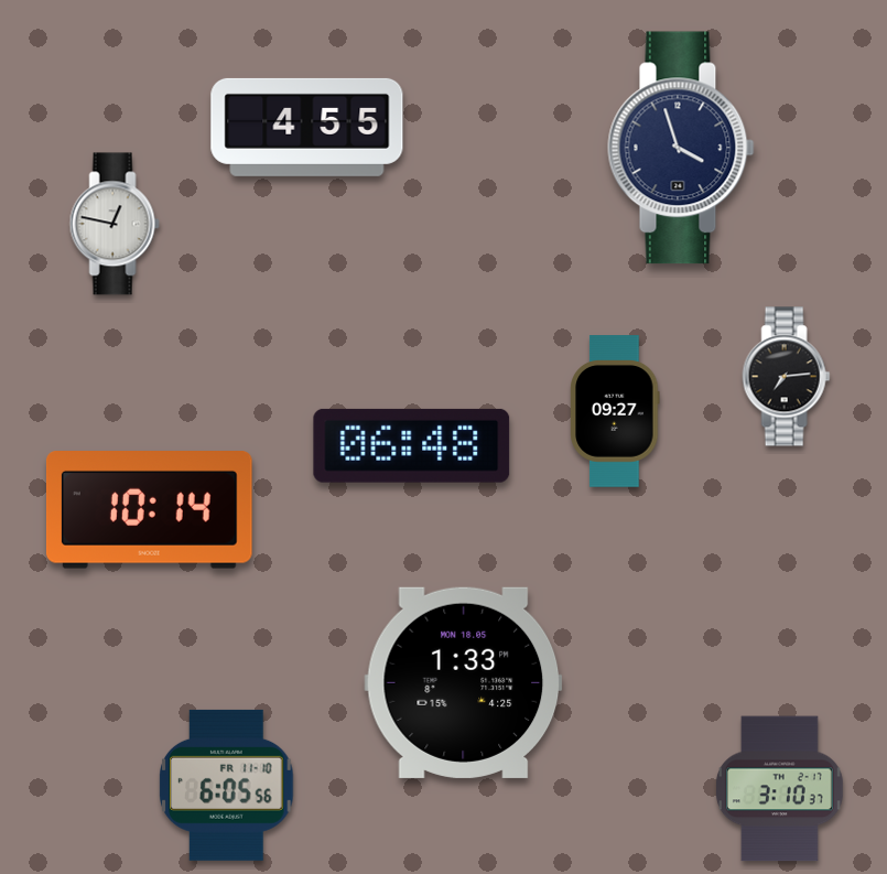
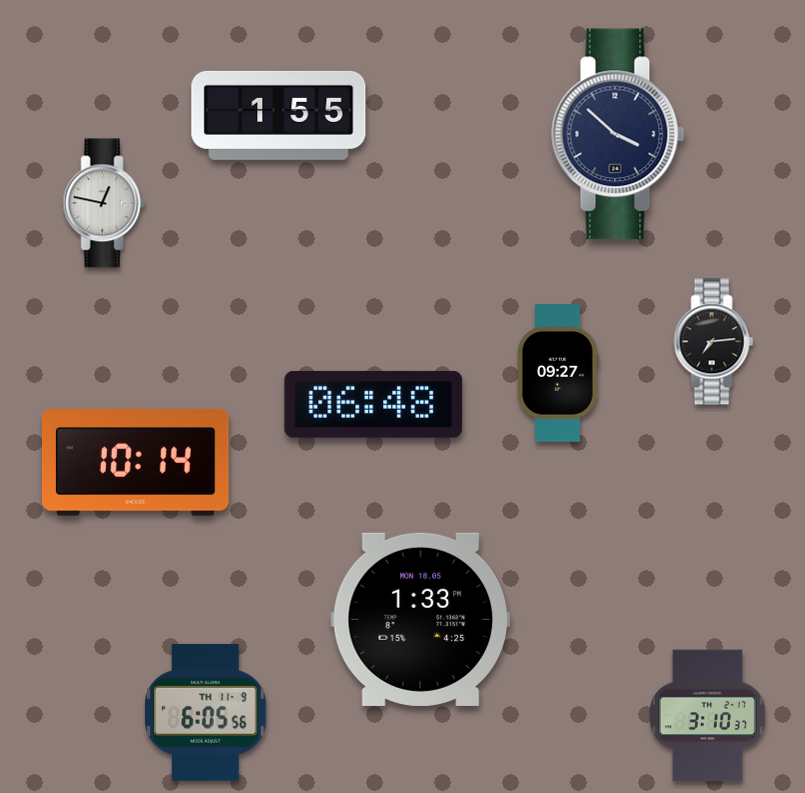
clock at (307, 127): 4:55 -> 1:55
clock at (681, 148): 3:57 -> 3:52
clock at (227, 785) date: FR 11-10 -> TH 11-9
